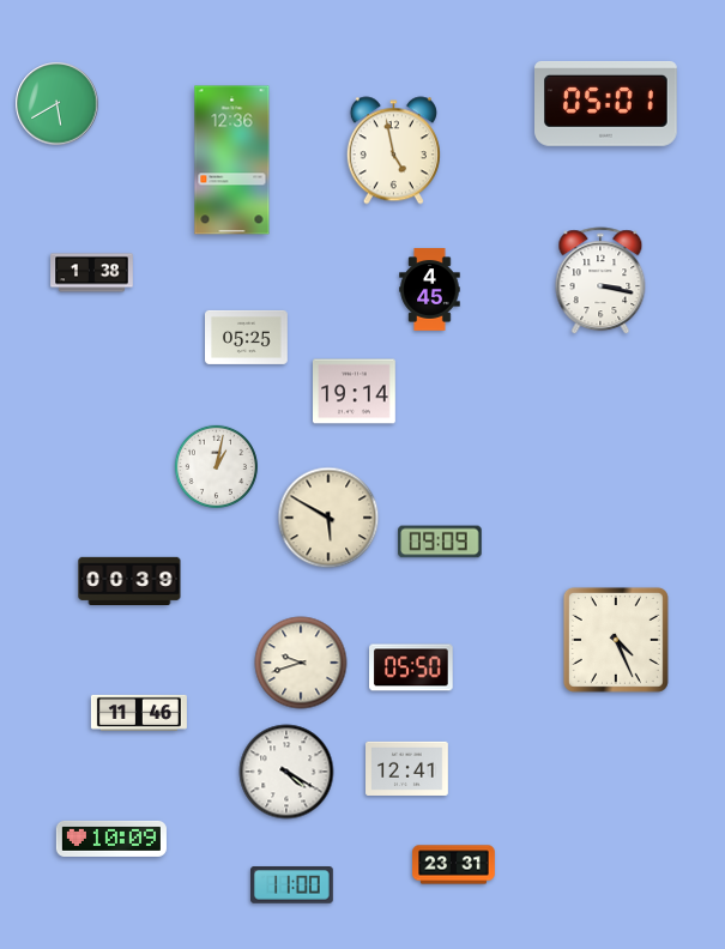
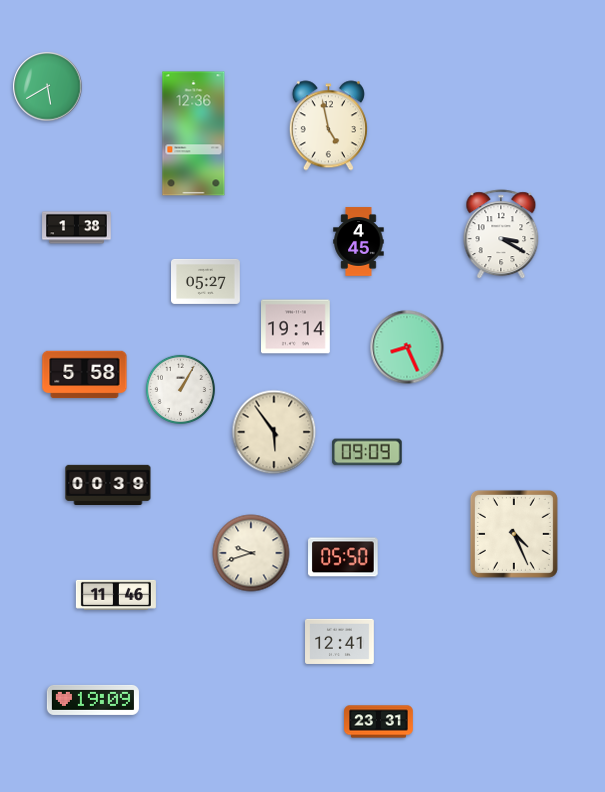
clock at (606, 103): 05:01 -> none
clock at (600, 282): 3:17 -> 3:20
clock at (247, 337): 05:25 -> 05:27
clock at (407, 347): none -> 8:26
clock at (85, 375): none -> 5:58
clock at (216, 466): 1:02 -> 1:05
clock at (328, 518): 5:50 -> 5:54
clock at (286, 772): 4:20 -> none
clock at (111, 839): 10:09 -> 19:09
clock at (292, 885): 11:00 -> none
